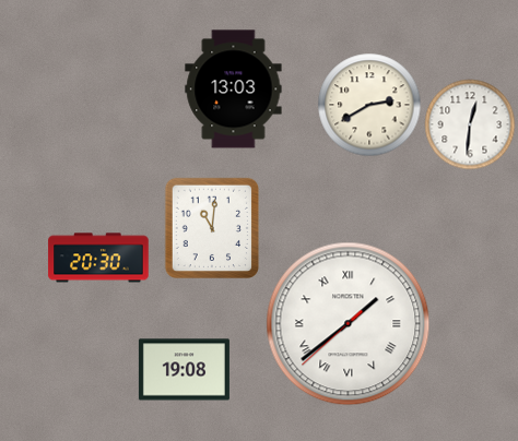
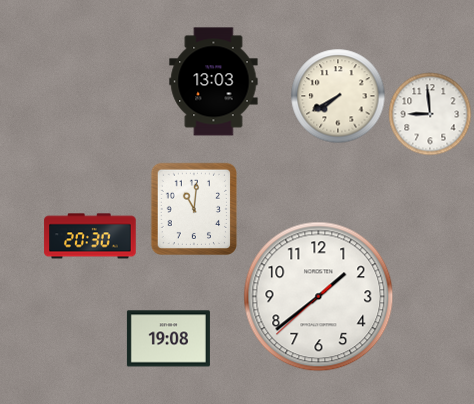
clock at (369, 105): 2:40 -> 7:40
clock at (470, 124): 12:31 -> 8:59
clock at (349, 324) numerals: Roman -> Arabic
